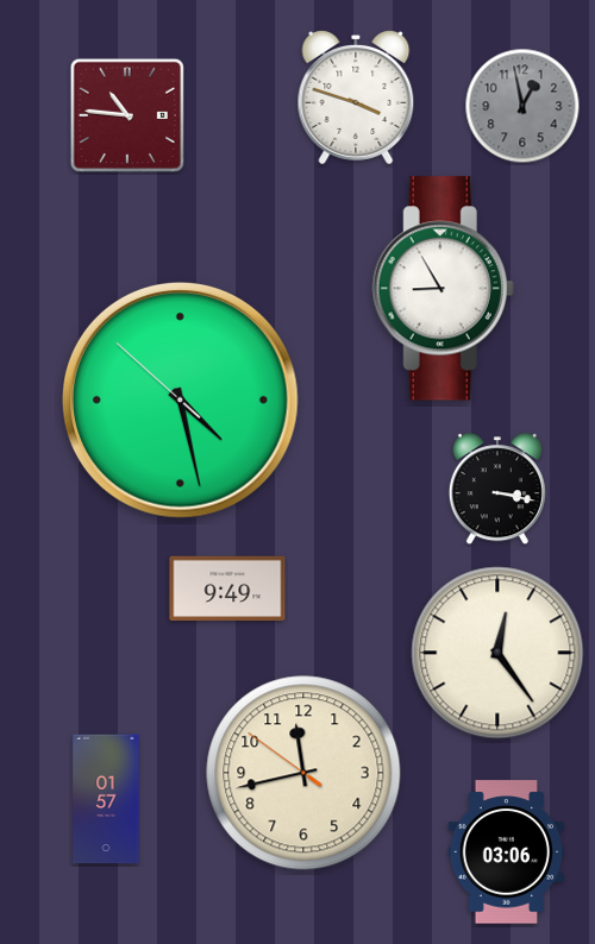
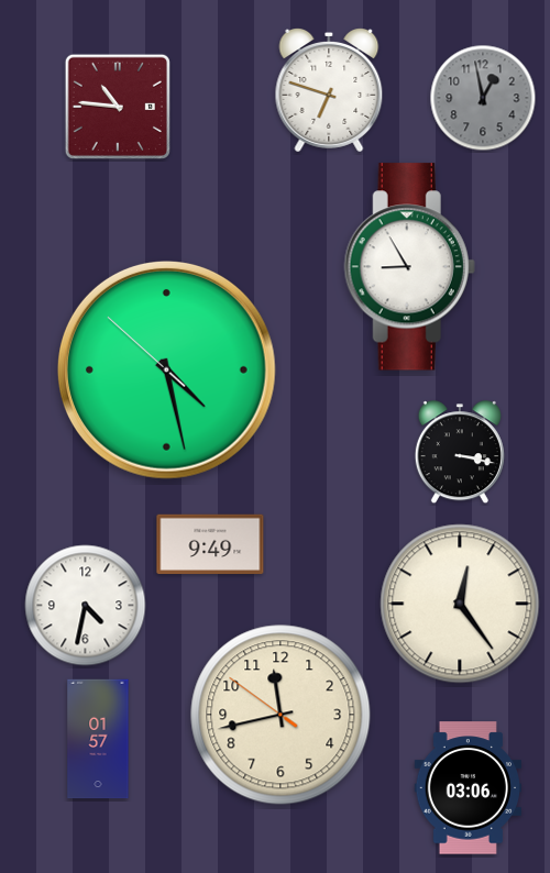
clock at (356, 99): 3:48 -> 6:48
clock at (86, 606): none -> 4:32
